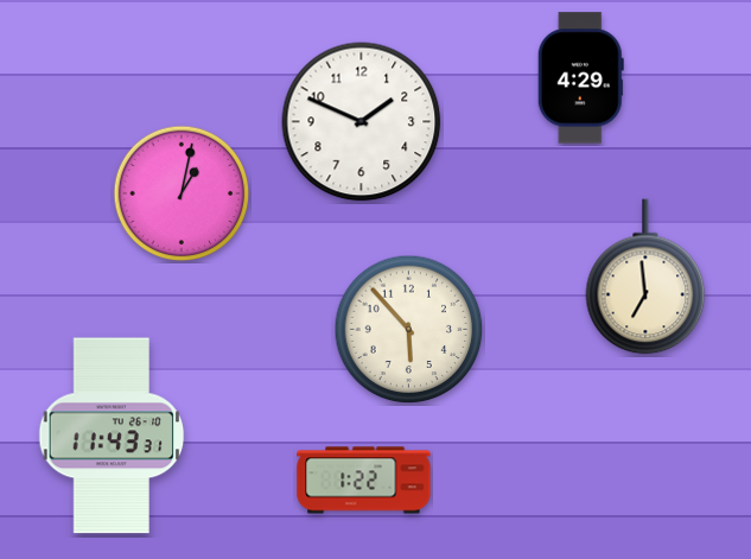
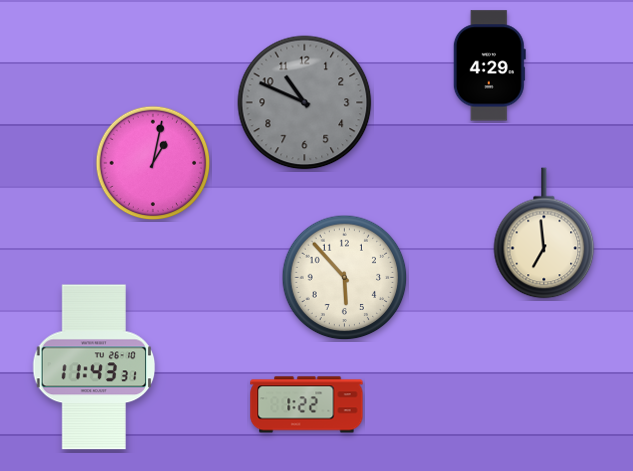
clock at (362, 122): 1:49 -> 10:49
clock at (362, 122) dial: white -> grey
